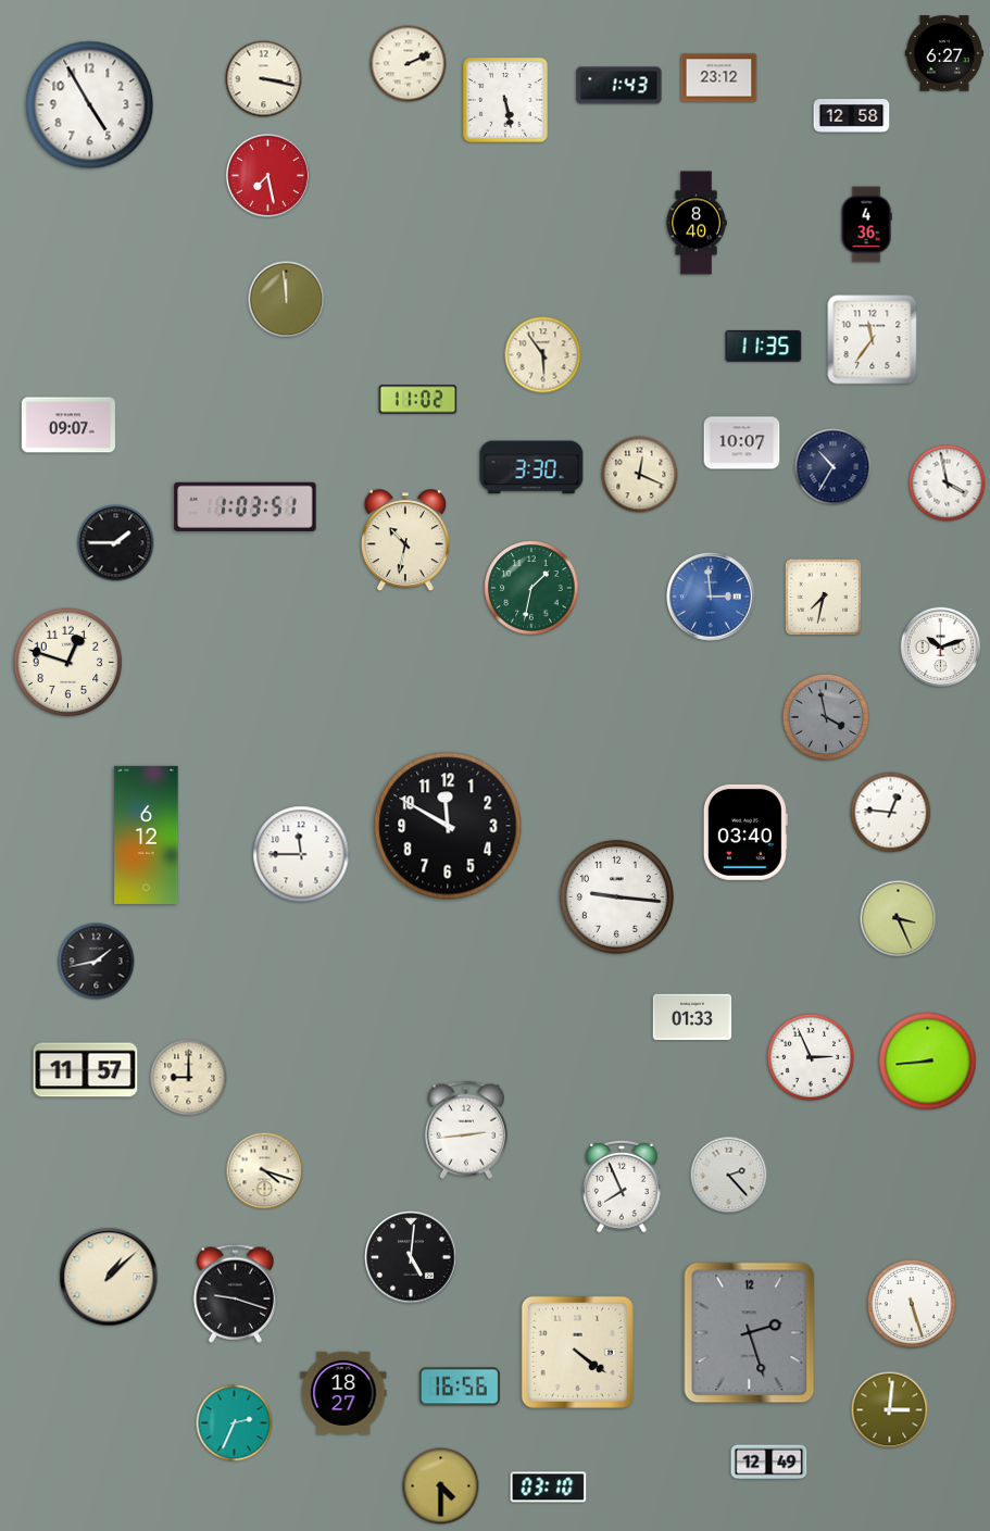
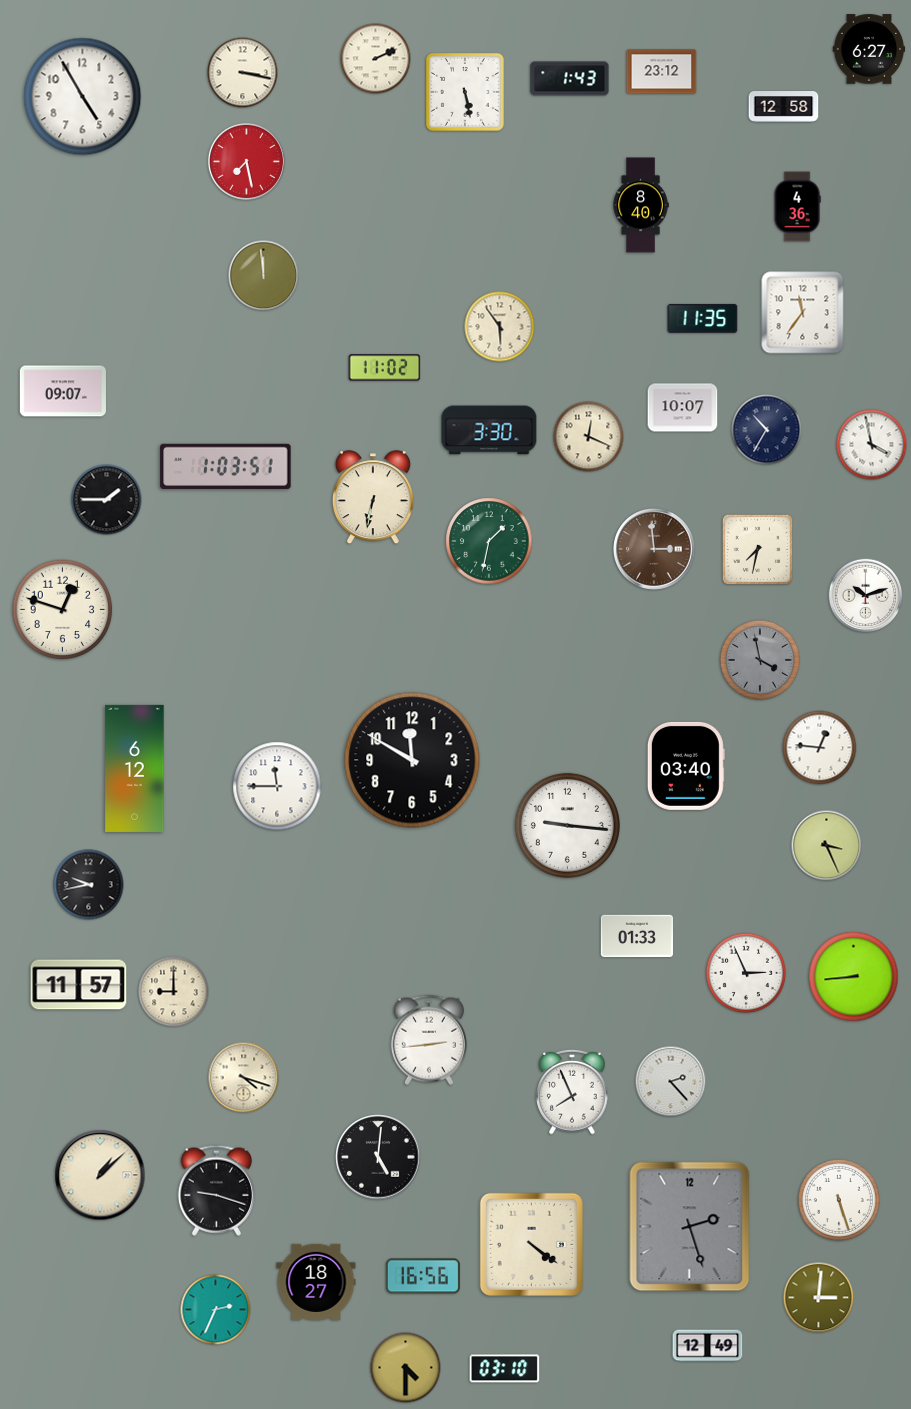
clock at (405, 541): 10:32 -> 6:32
clock at (712, 598) dial: blue -> brown
clock at (97, 962): 1:43 -> 9:43
